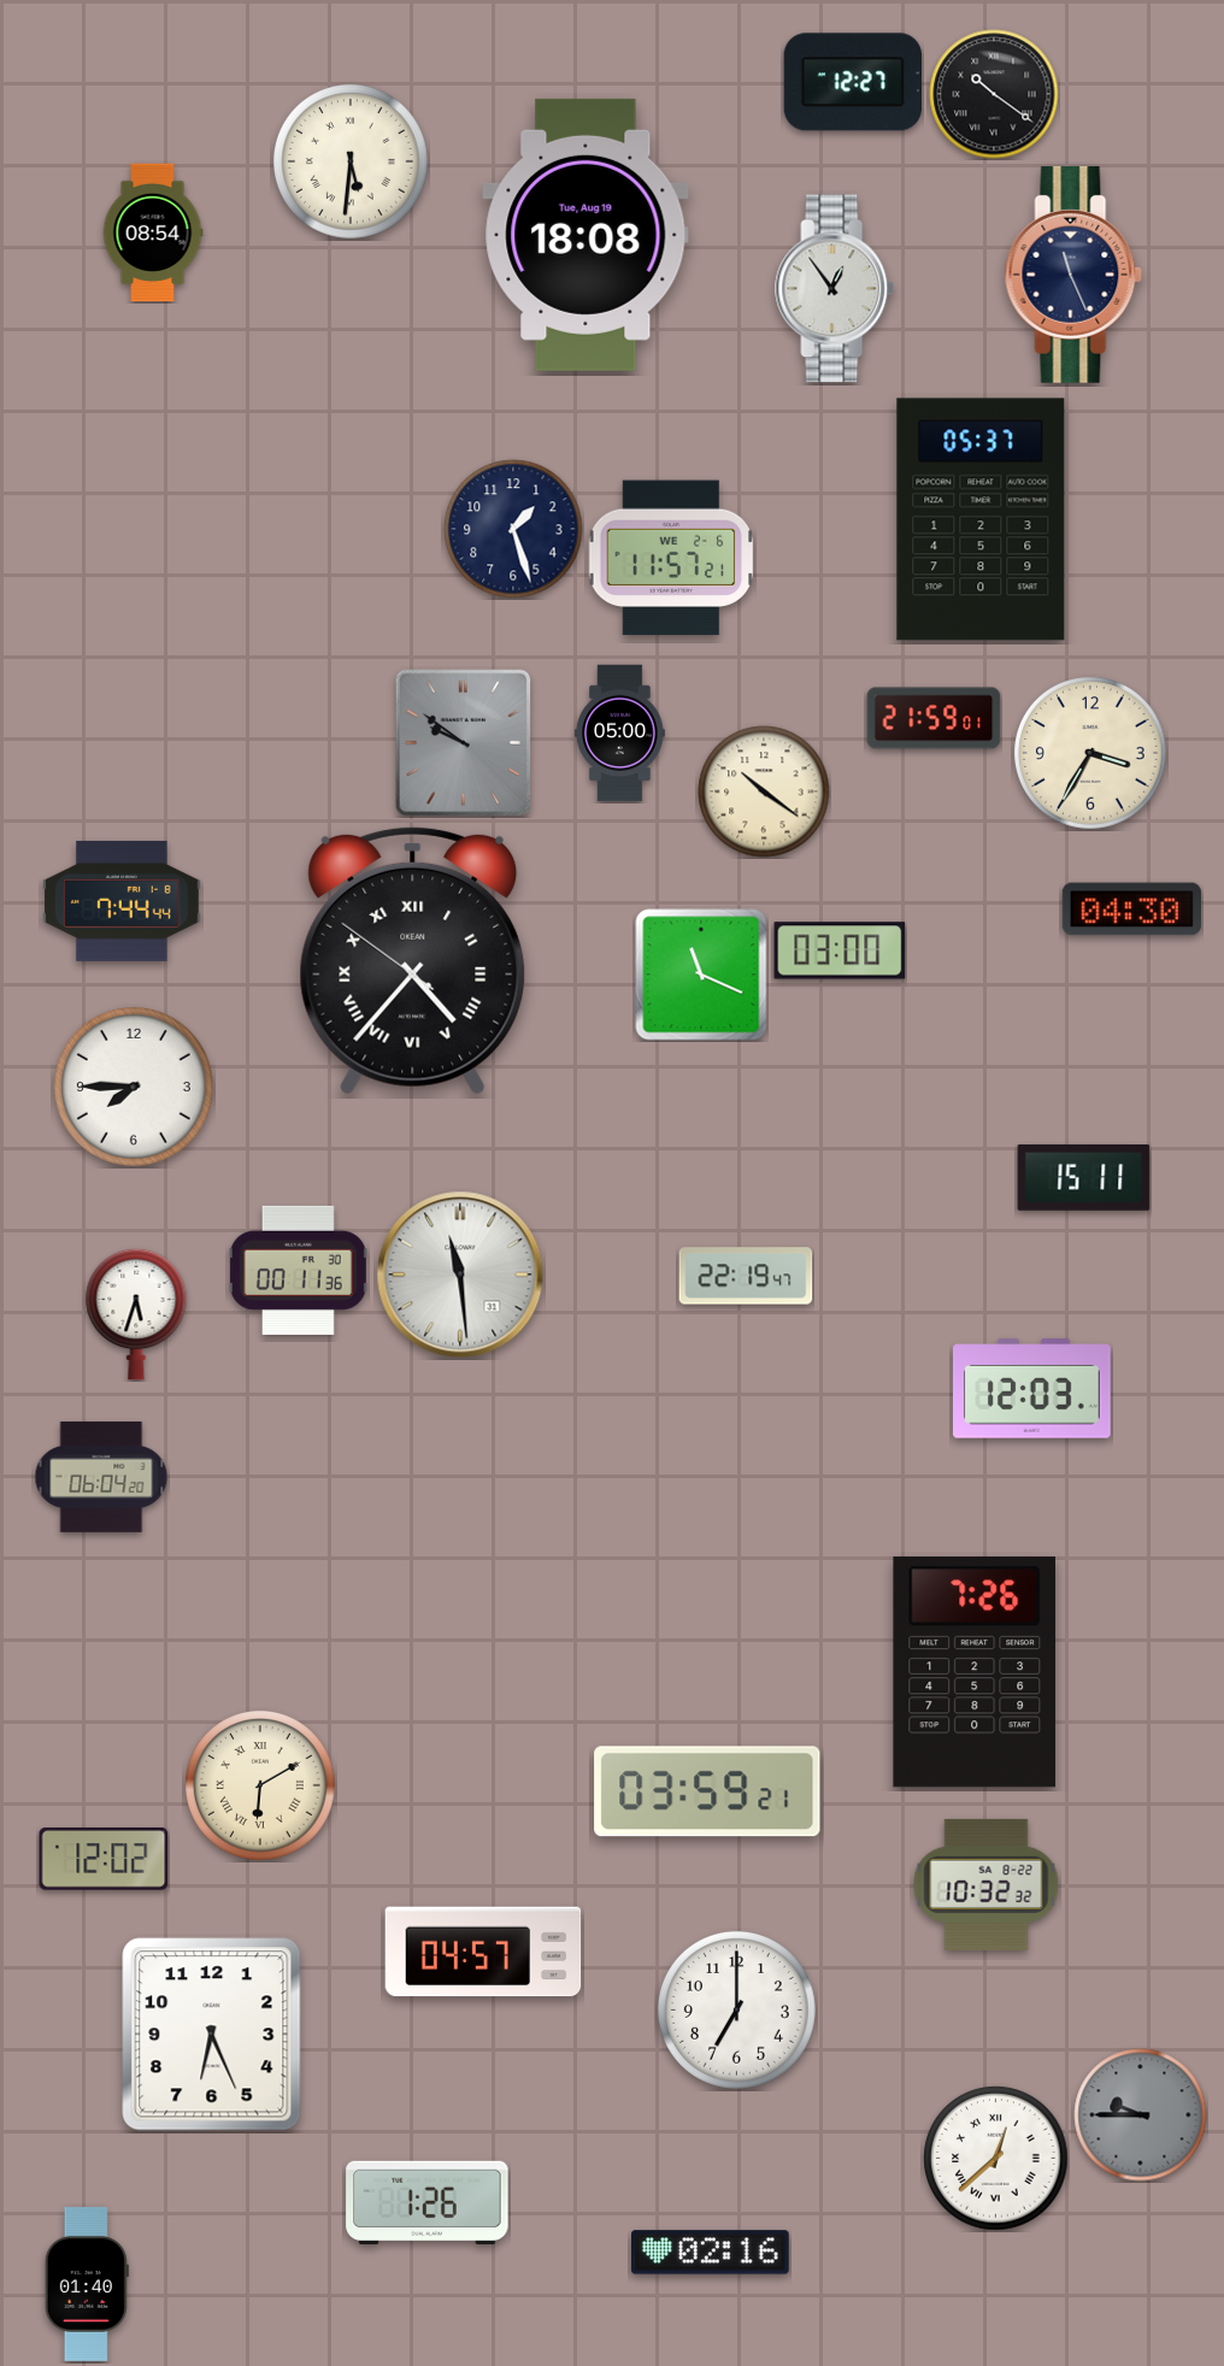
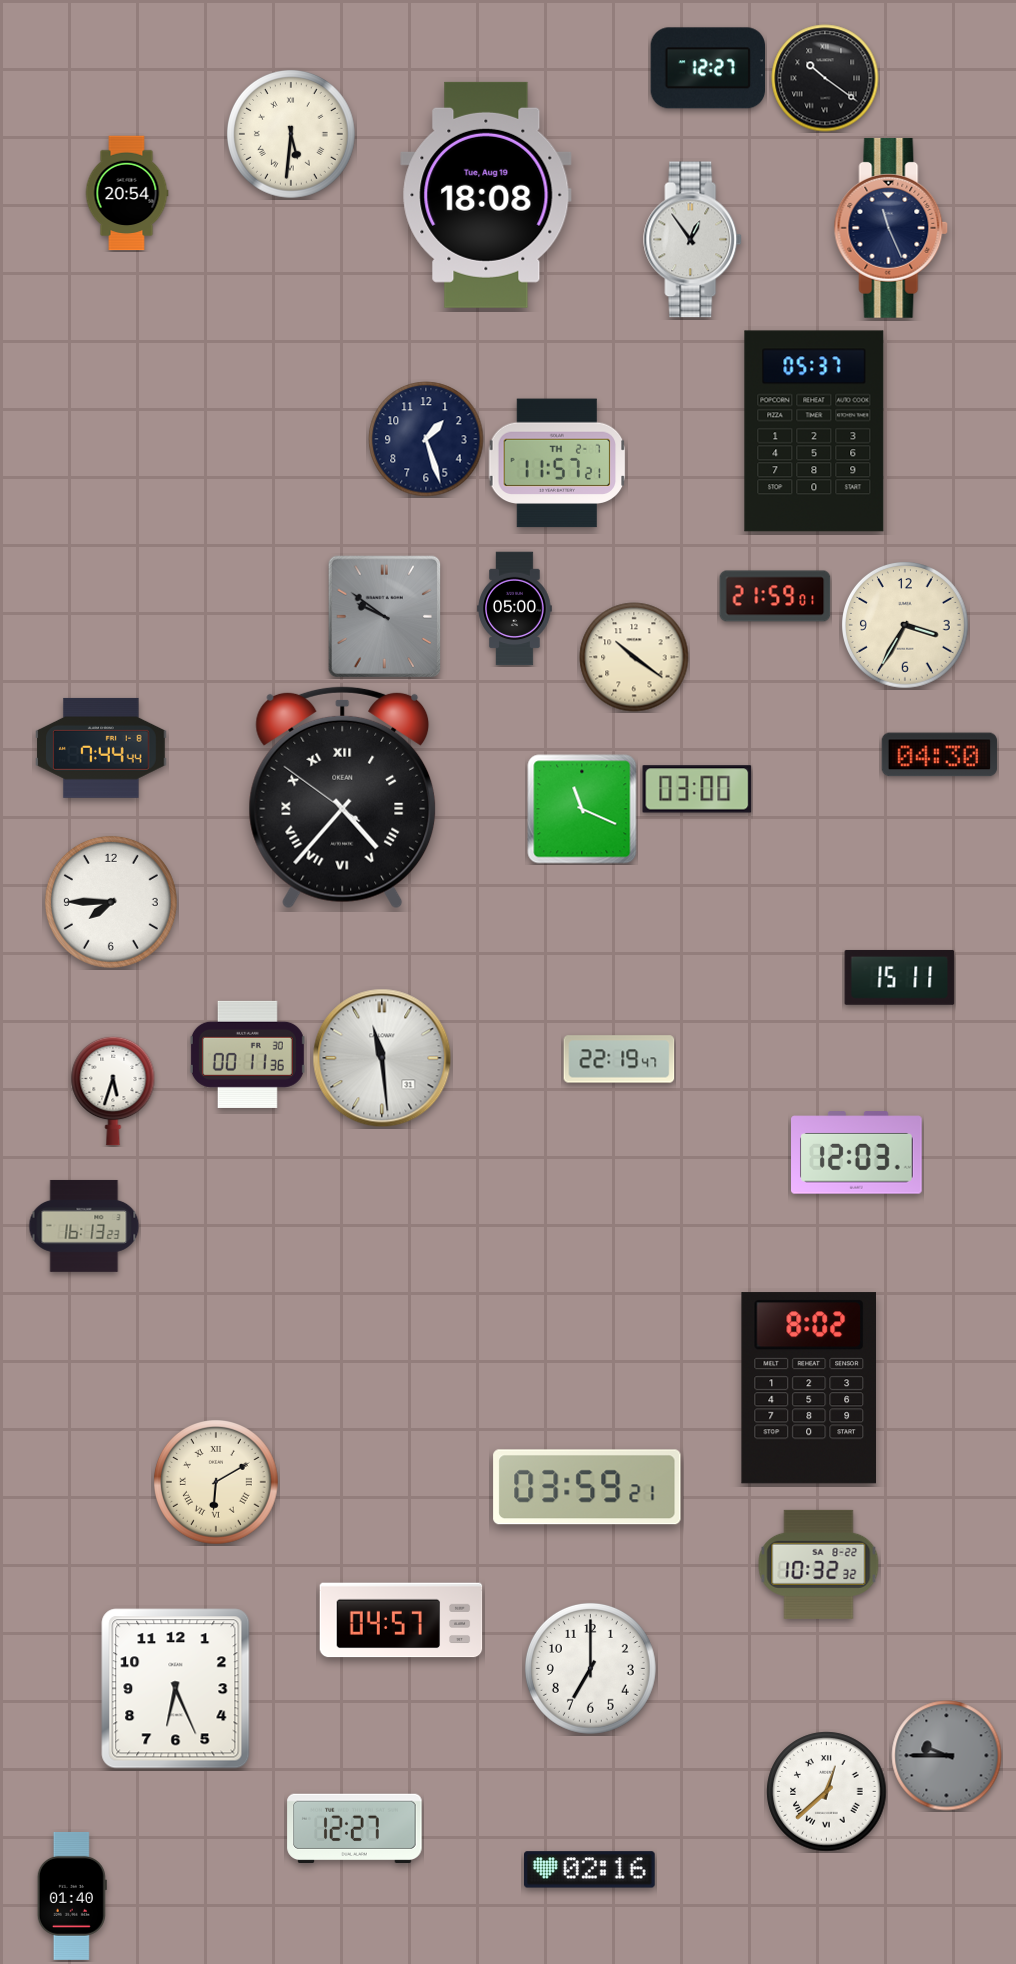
clock at (153, 233): 08:54 -> 20:54
clock at (671, 558) date: WE 2-6 -> TH 2-7
clock at (101, 1477): 06:04 -> 16:13
clock at (973, 1672): 7:26 -> 8:02
clock at (104, 1860): 12:02 -> none
clock at (736, 2009) position: (736, 2009) -> (590, 1668)
clock at (428, 2202): 1:26 -> 12:27
